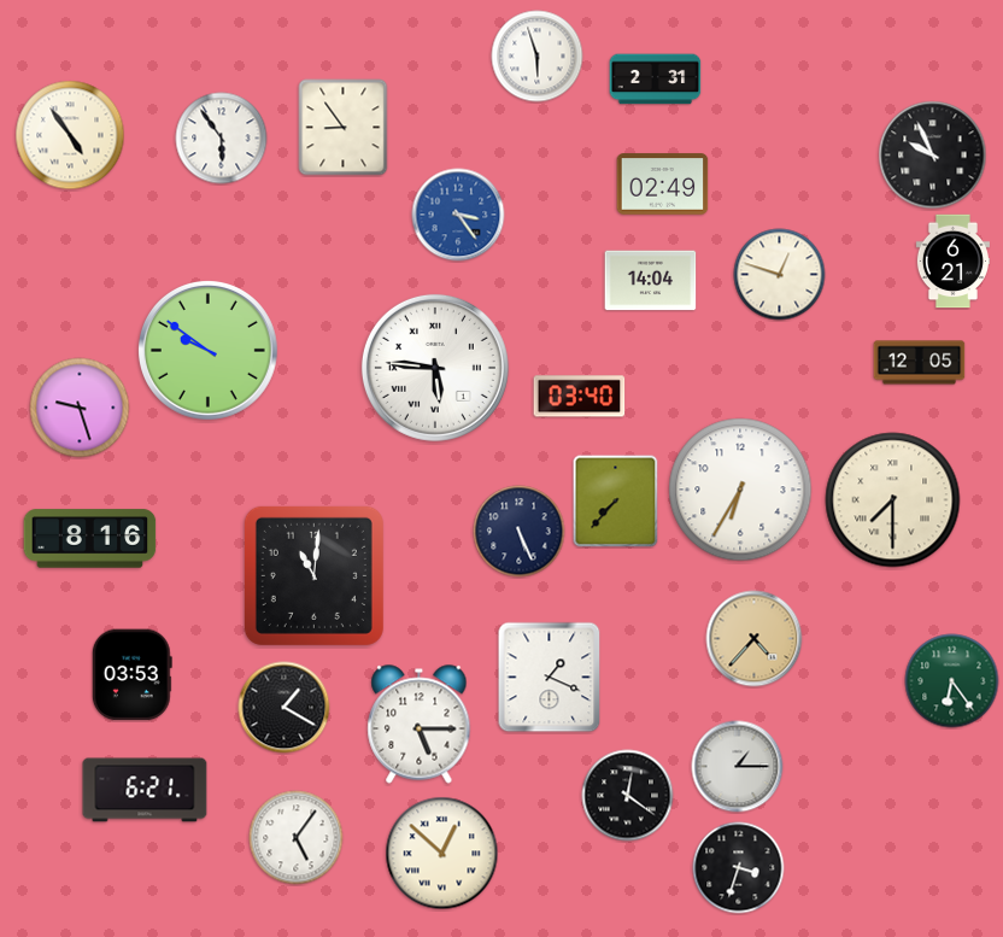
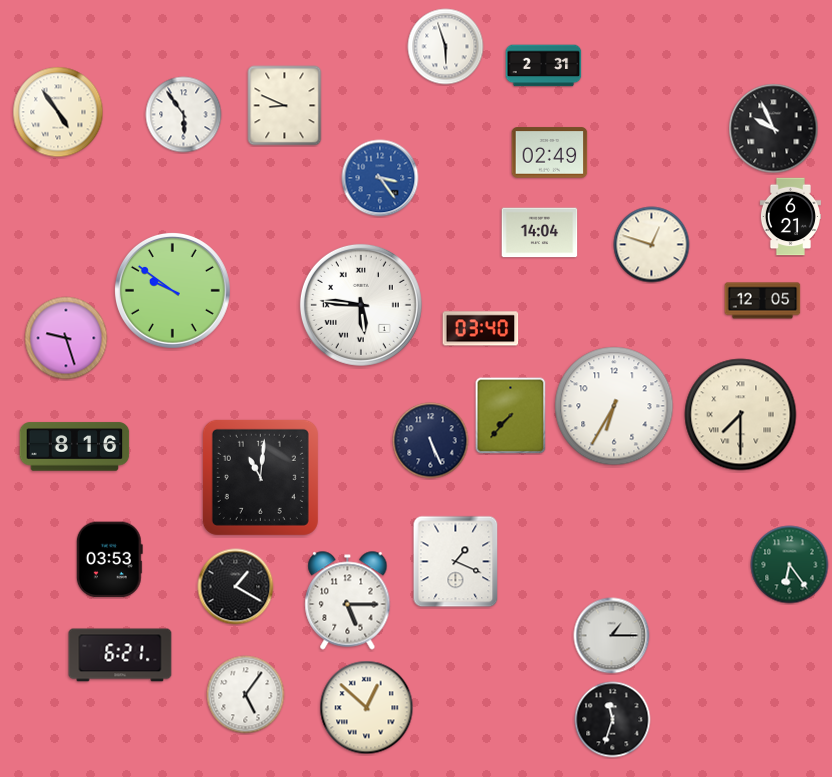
clock at (344, 128): 8:54 -> 8:49
clock at (780, 275) position: (780, 275) -> (652, 245)
clock at (755, 639): 4:37 -> none
clock at (628, 796): 12:21 -> none
clock at (739, 868): 3:33 -> 11:33
